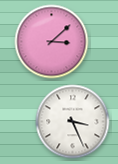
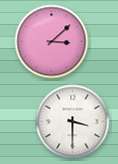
clock at (73, 122): 3:26 -> 3:30
